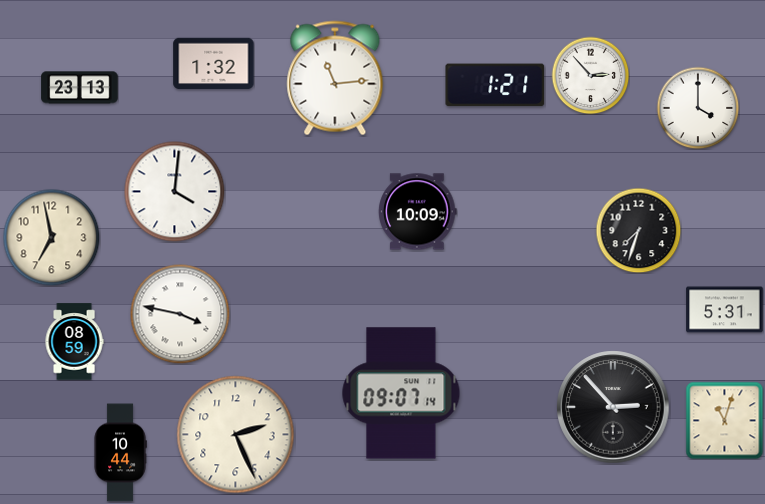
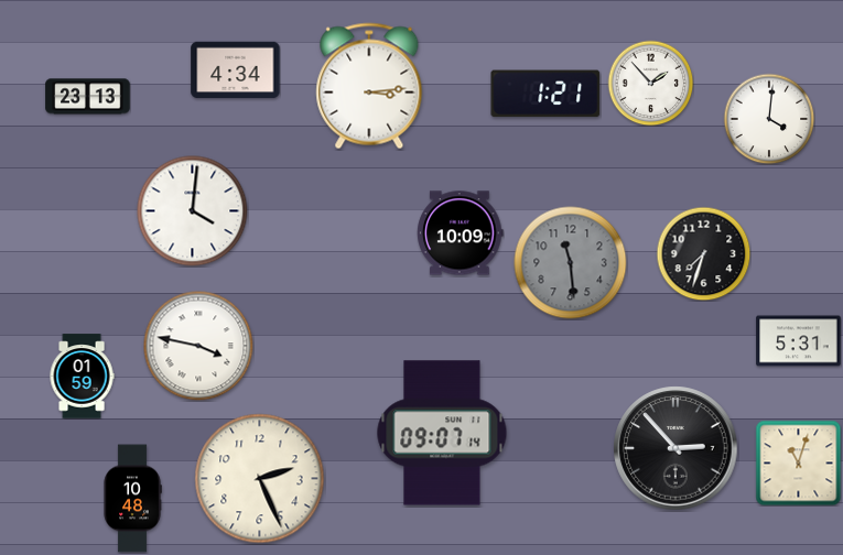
clock at (214, 64): 1:32 -> 4:34
clock at (590, 75): 2:53 -> 1:53
clock at (335, 78): 11:14 -> 3:14
clock at (698, 108): 4:00 -> 4:01
clock at (51, 237): 6:58 -> none
clock at (571, 263): none -> 11:29
clock at (74, 342): 08:59 -> 01:59
clock at (120, 453): 10:44 -> 10:48
